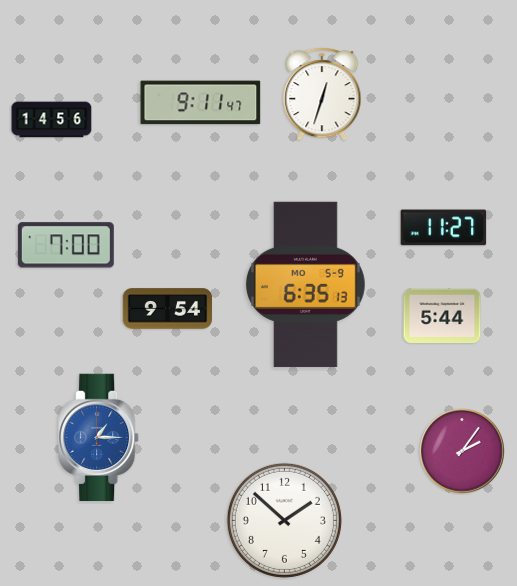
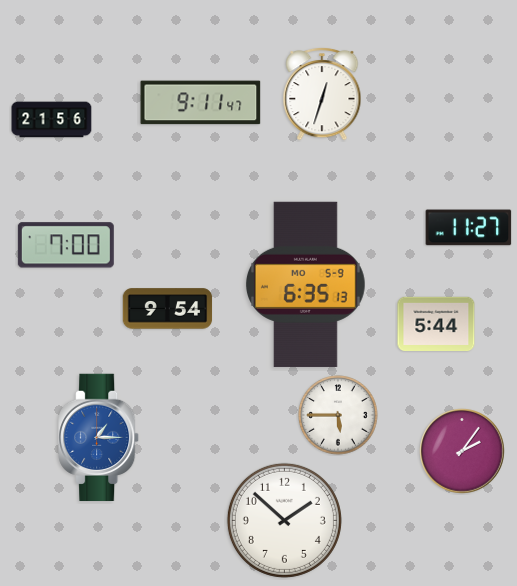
clock at (52, 120): 14:56 -> 21:56
clock at (444, 228) position: (444, 228) -> (469, 228)
clock at (442, 316) position: (442, 316) -> (436, 324)
clock at (338, 415): none -> 5:45
